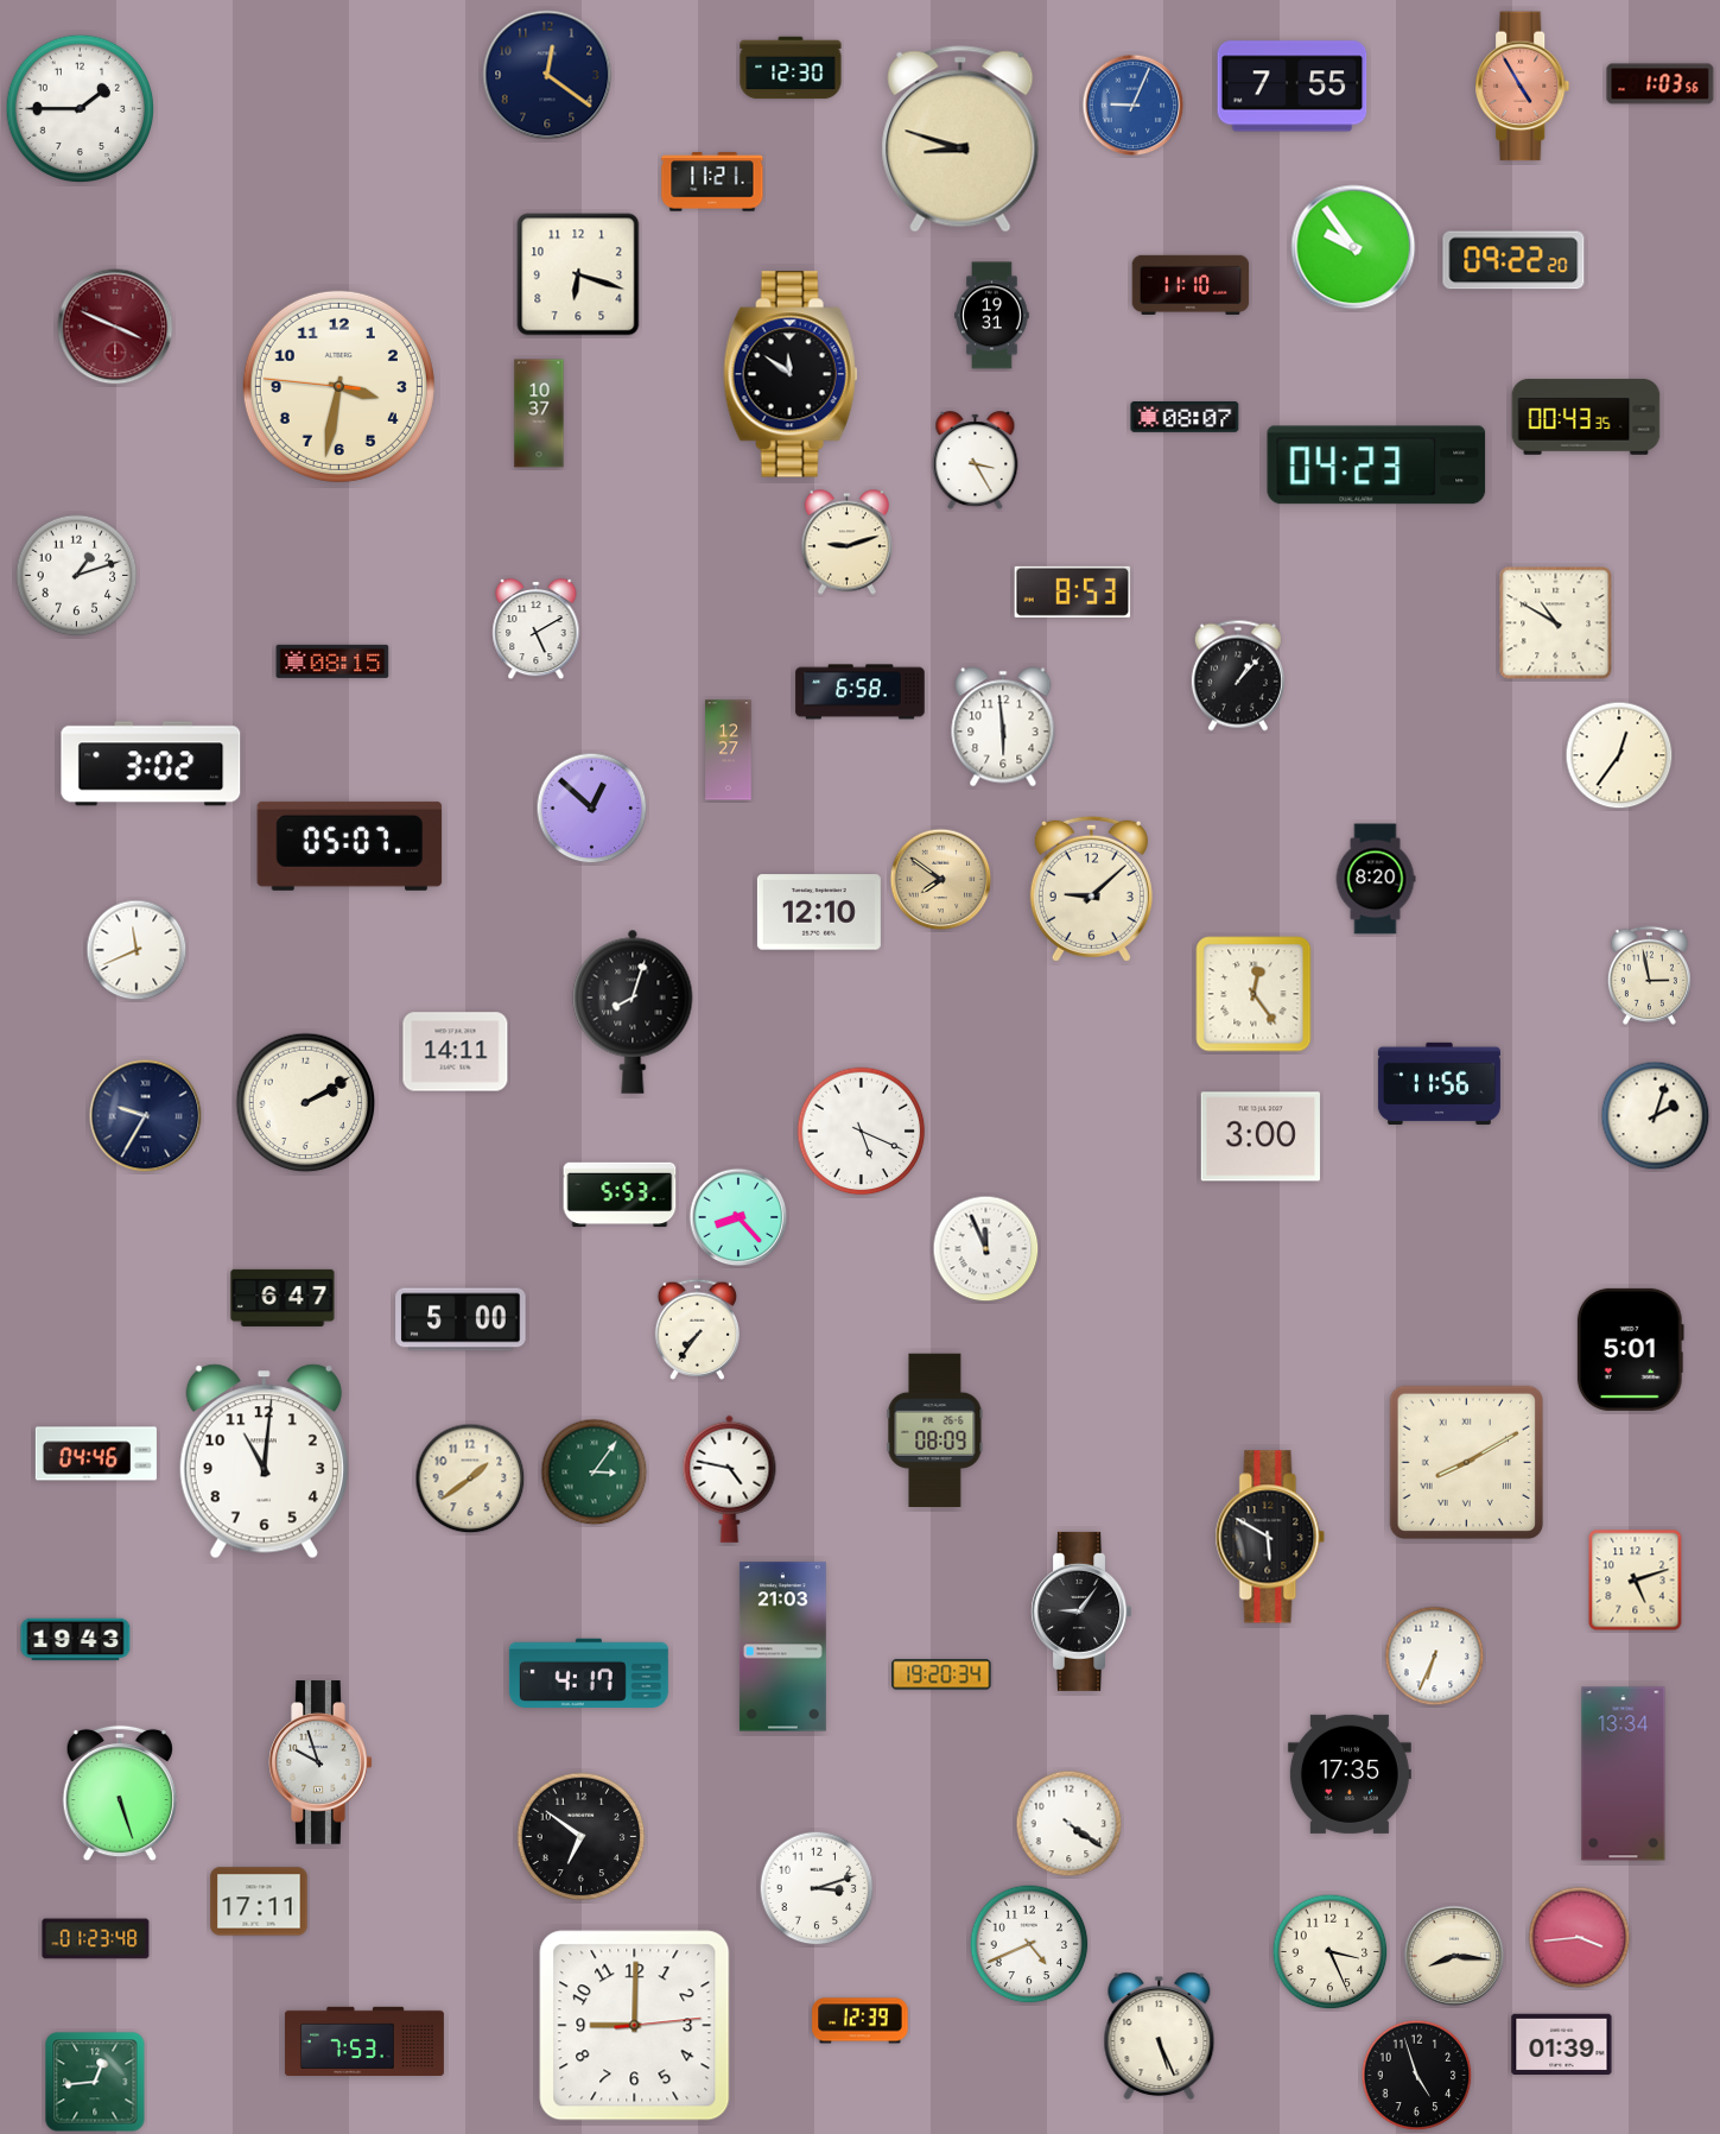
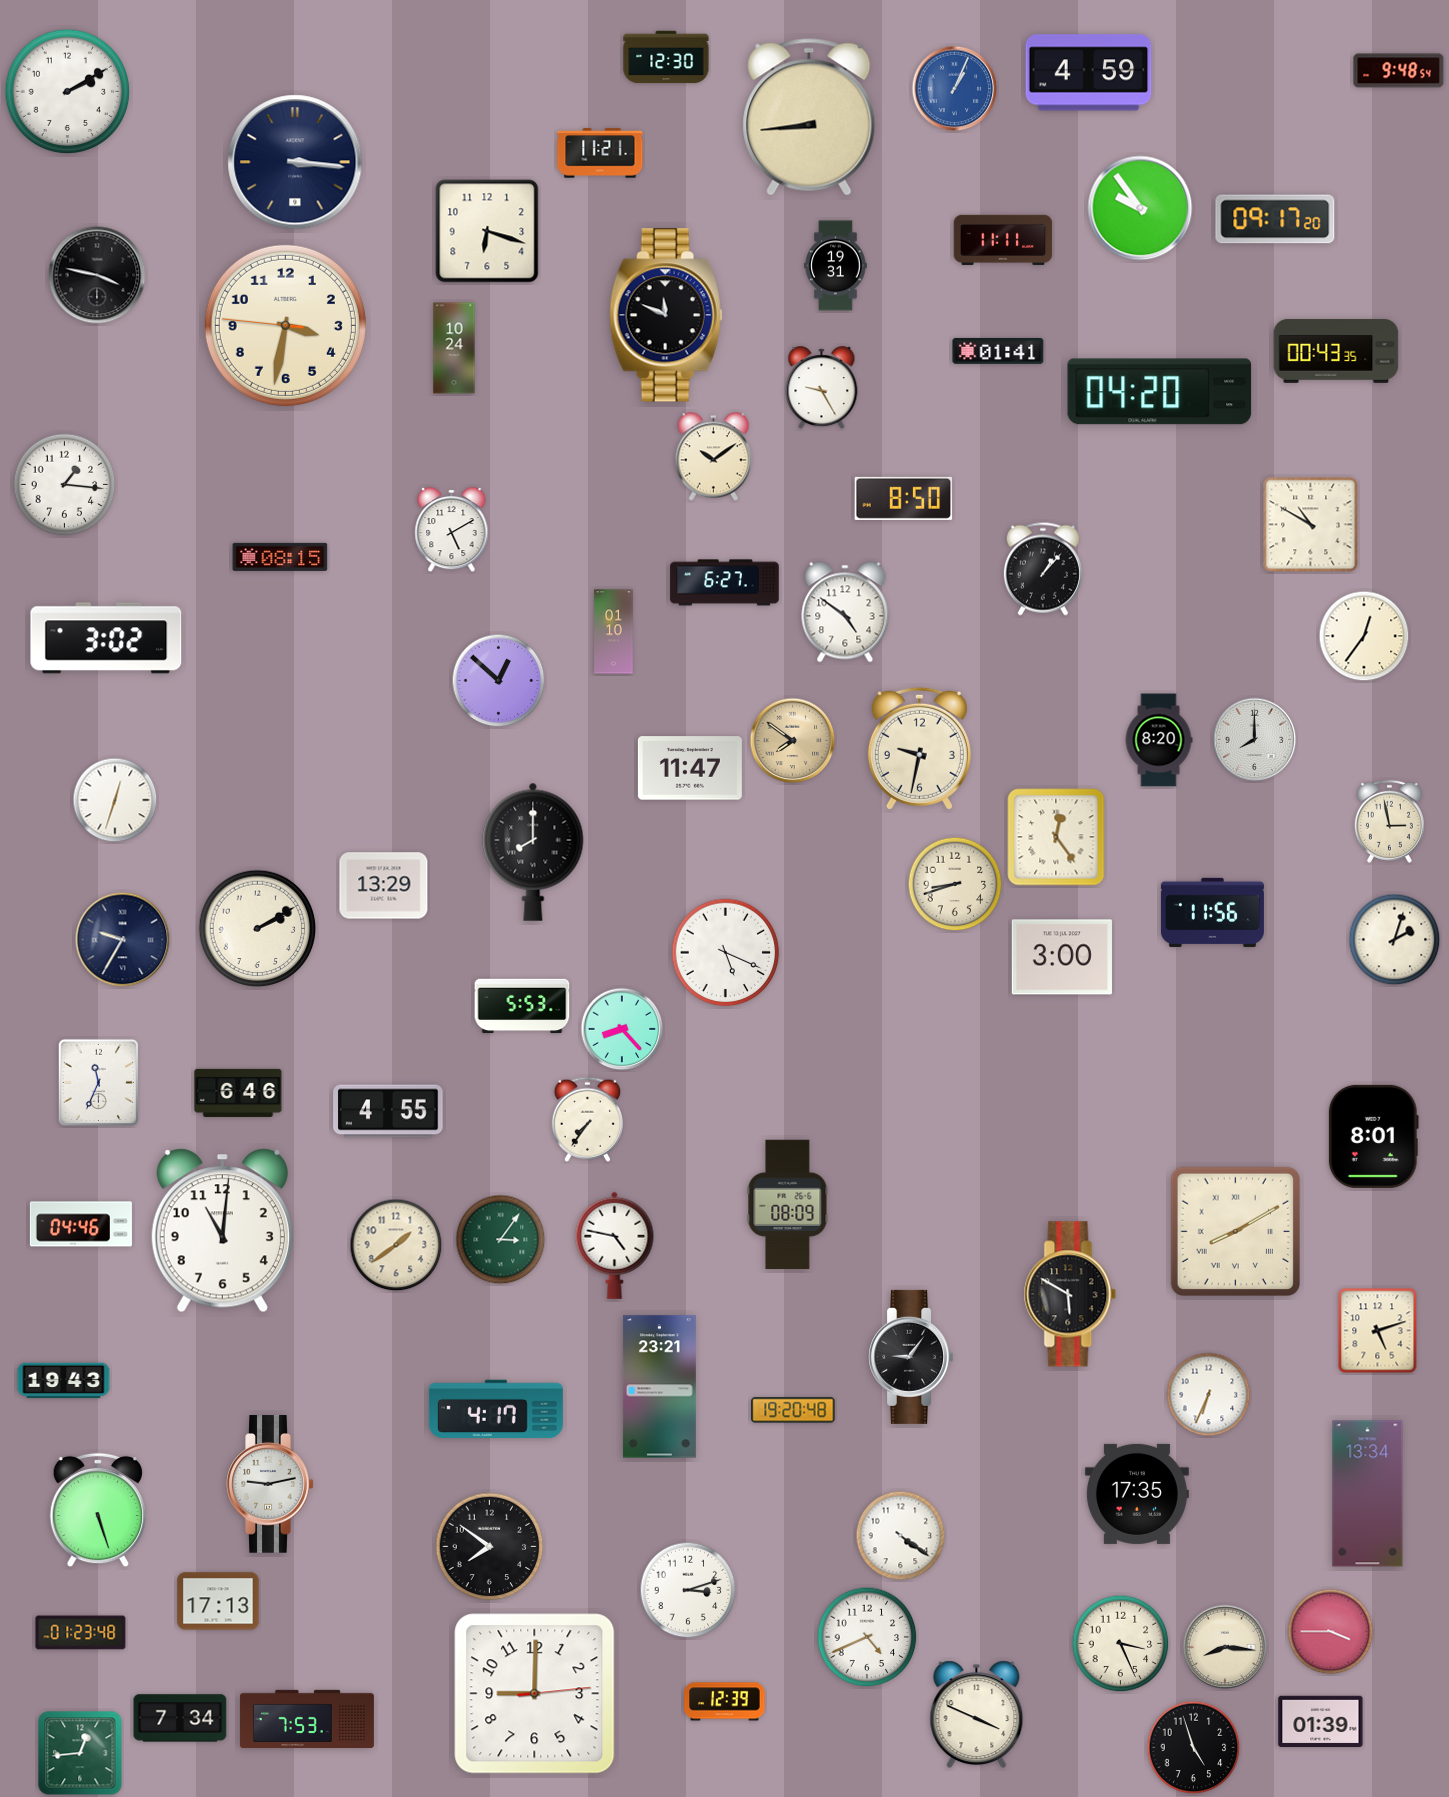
clock at (547, 75): 12:21 -> none
clock at (1661, 84): 1:03 -> 9:48
clock at (1293, 87): 7:55 -> 4:59
clock at (1523, 87): 4:55 -> none
clock at (1134, 106): 9:04 -> 1:04
clock at (81, 109): 1:45 -> 2:10
clock at (960, 139): 8:48 -> 8:44
clock at (295, 162): none -> 3:16
clock at (1513, 260): 09:22 -> 09:17
clock at (1191, 285): 11:10 -> 11:11
clock at (115, 327): 3:49 -> 3:47
clock at (115, 327) dial: burgundy -> black
clock at (791, 374): 11:51 -> 11:49
clock at (539, 413): 10:37 -> 10:24
clock at (1185, 417): 08:07 -> 01:41
clock at (976, 461): 3:25 -> 9:25
clock at (1377, 466): 04:23 -> 04:20
clock at (846, 543): 9:12 -> 10:09
clock at (77, 576): 1:12 -> 1:16
clock at (1073, 591): 8:53 -> 8:50
clock at (861, 692): 6:58 -> 6:27
clock at (1003, 727): 5:59 -> 4:51
clock at (729, 751): 12:27 -> 01:10
clock at (151, 764) position: (151, 764) -> (106, 638)
clock at (350, 846): 05:07 -> none
clock at (1255, 740): none -> 8:00
clock at (1091, 888): 9:08 -> 9:32
clock at (819, 912): 12:10 -> 11:47
clock at (137, 950): 11:41 -> 12:33
clock at (633, 1012): 8:03 -> 8:00
clock at (955, 884): none -> 8:42
clock at (456, 1052): 14:11 -> 13:29
clock at (738, 1217) position: (738, 1217) -> (622, 1029)
clock at (986, 1249): 11:56 -> none
clock at (98, 1082): none -> 11:34
clock at (283, 1298): 6:47 -> 6:46
clock at (461, 1319): 5:00 -> 4:55
clock at (1630, 1349): 5:01 -> 8:01
clock at (782, 1647): 21:03 -> 23:21
clock at (941, 1674): 19:20:34 -> 19:20:48
clock at (320, 1762): 9:57 -> 9:13
clock at (120, 1793) position: (120, 1793) -> (98, 1510)
clock at (582, 1837): 6:51 -> 7:51
clock at (259, 1901): 17:11 -> 17:13
clock at (1580, 1938): 3:44 -> 3:45
clock at (635, 2026) position: (635, 2026) -> (535, 1694)
clock at (1160, 2037): 5:26 -> 3:49
clock at (180, 1718): none -> 7:34
clock at (1562, 2045) position: (1562, 2045) -> (1321, 1722)
